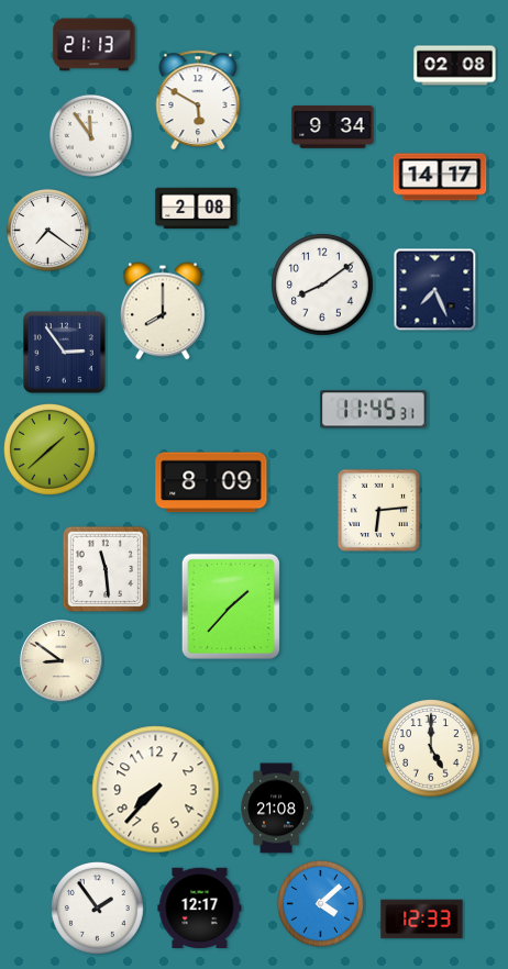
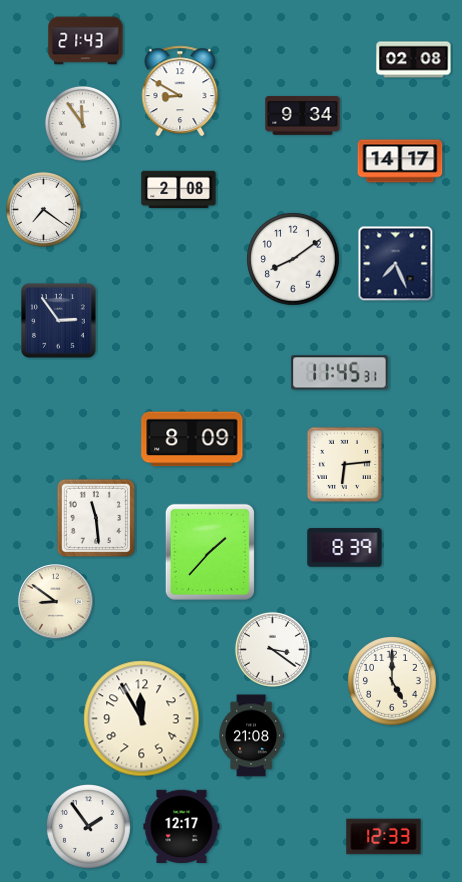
clock at (95, 45): 21:13 -> 21:43
clock at (198, 100): 5:50 -> 8:50
clock at (163, 311): 8:00 -> none
clock at (51, 450): 1:38 -> none
clock at (345, 548): none -> 8:39
clock at (272, 649): none -> 3:21
clock at (156, 790): 7:37 -> 11:55
clock at (320, 903): 4:08 -> none
